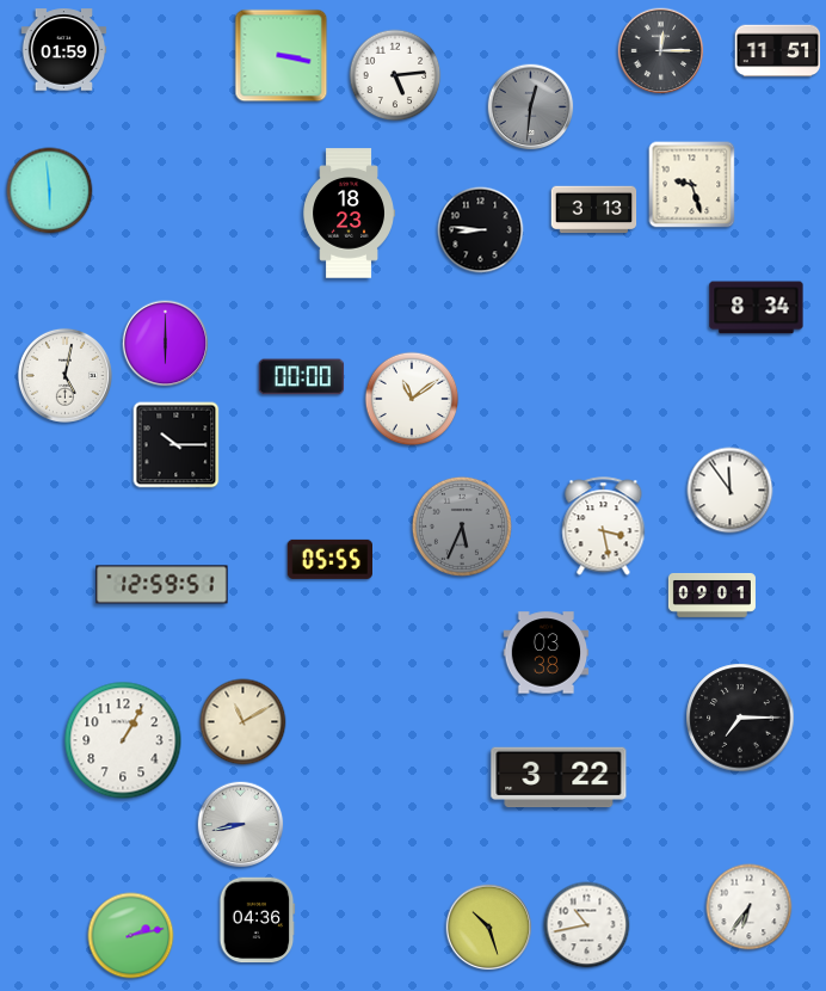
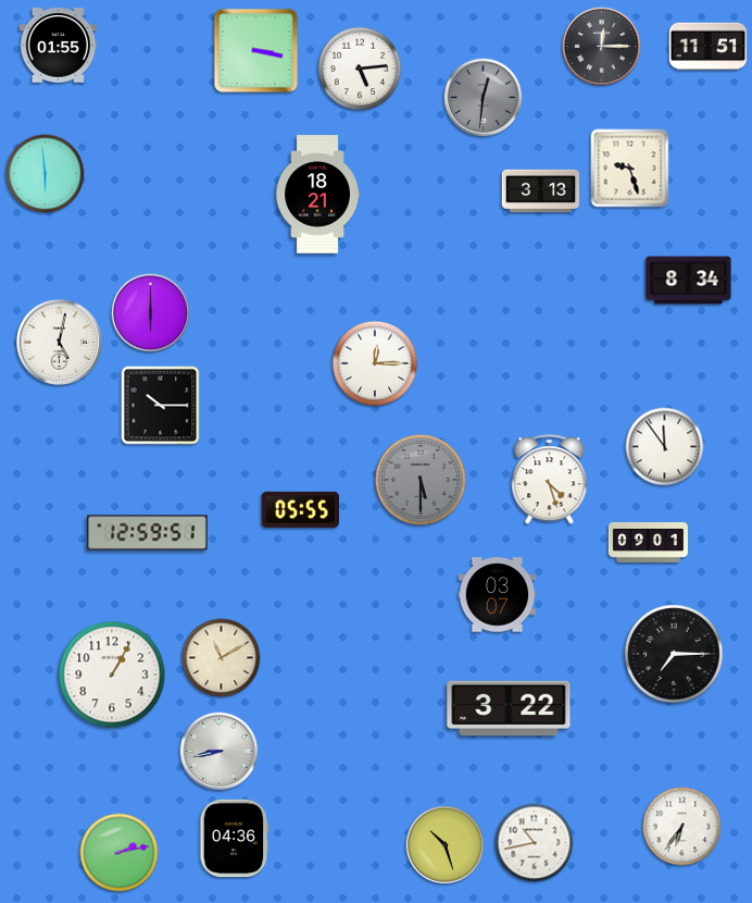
clock at (64, 50): 01:59 -> 01:55
clock at (349, 214): 18:23 -> 18:21
clock at (481, 230): 8:46 -> none
clock at (302, 377): 00:00 -> none
clock at (412, 399): 11:09 -> 12:15
clock at (462, 527): 5:34 -> 5:30
clock at (604, 527): 3:28 -> 4:27
clock at (547, 653): 03:38 -> 03:07
